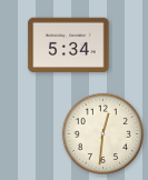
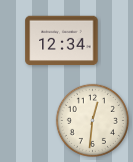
clock at (69, 46): 5:34 -> 12:34
